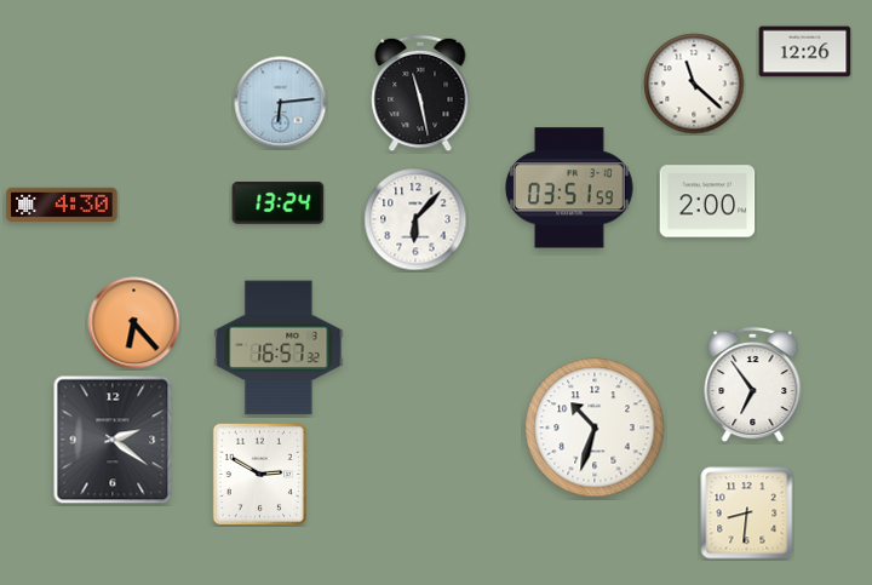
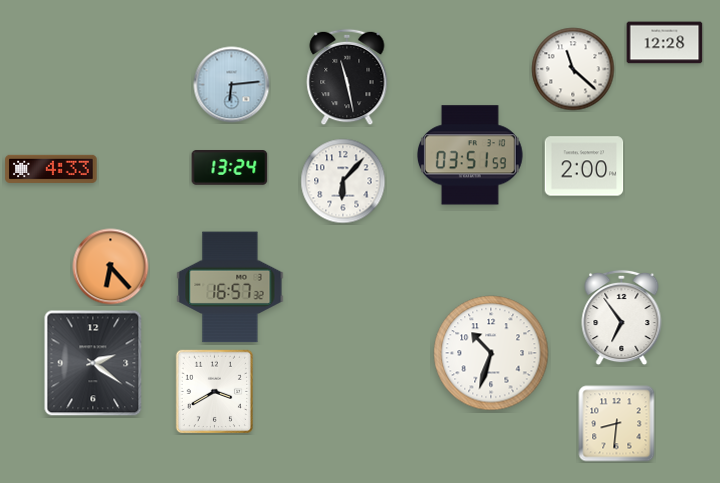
clock at (805, 52): 12:26 -> 12:28
clock at (62, 205): 4:30 -> 4:33
clock at (259, 475): 2:50 -> 3:40
